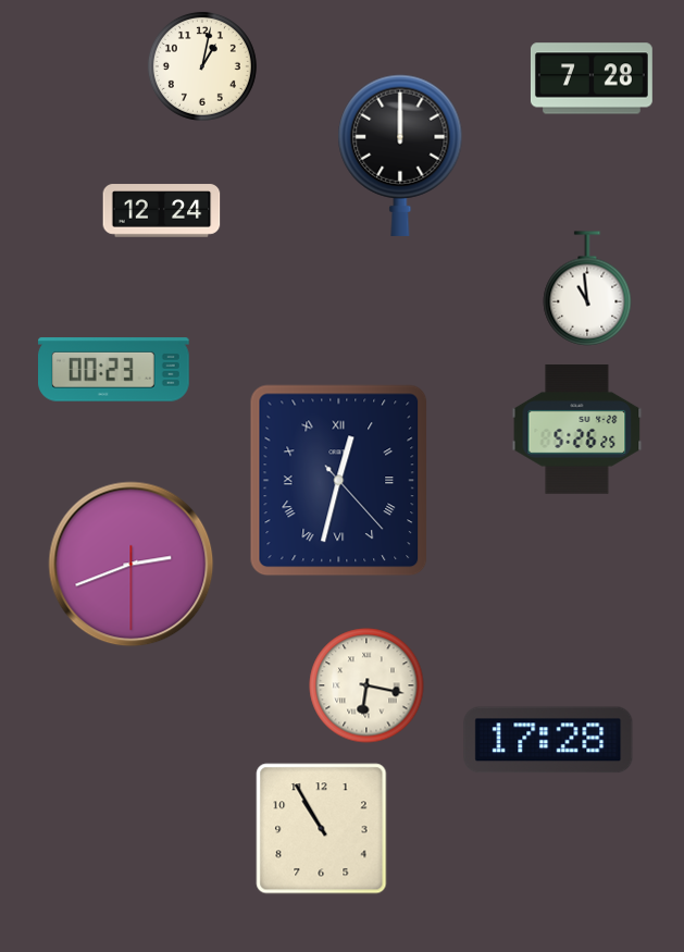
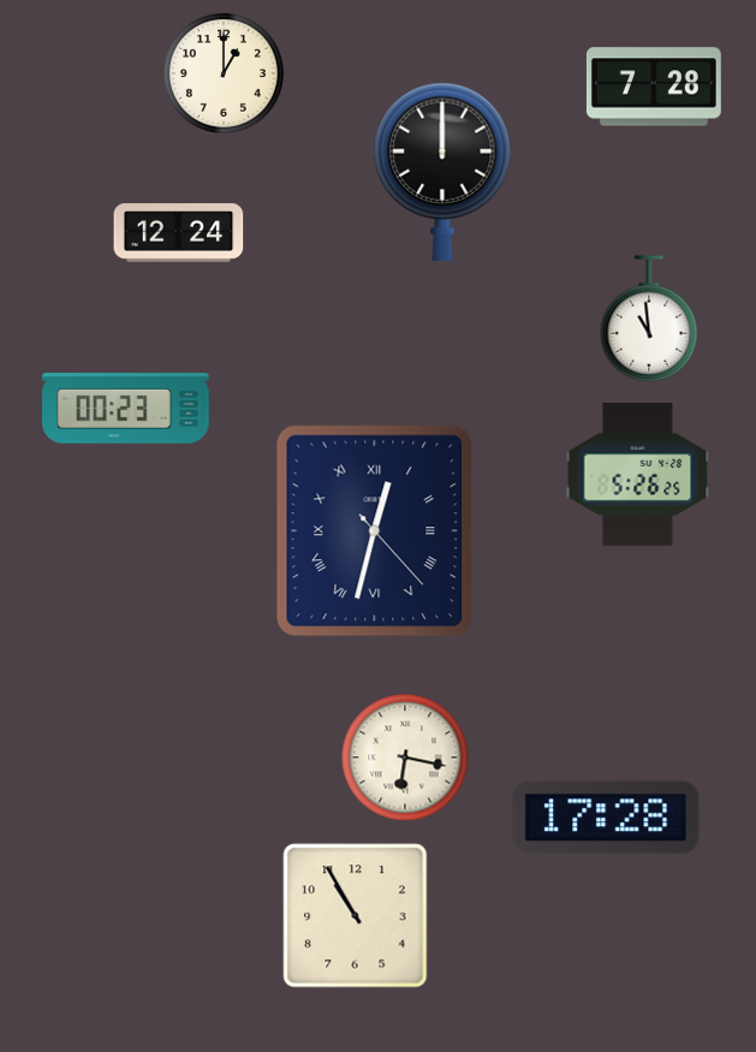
clock at (202, 66): 1:02 -> 1:00
clock at (132, 565): 2:41 -> none
